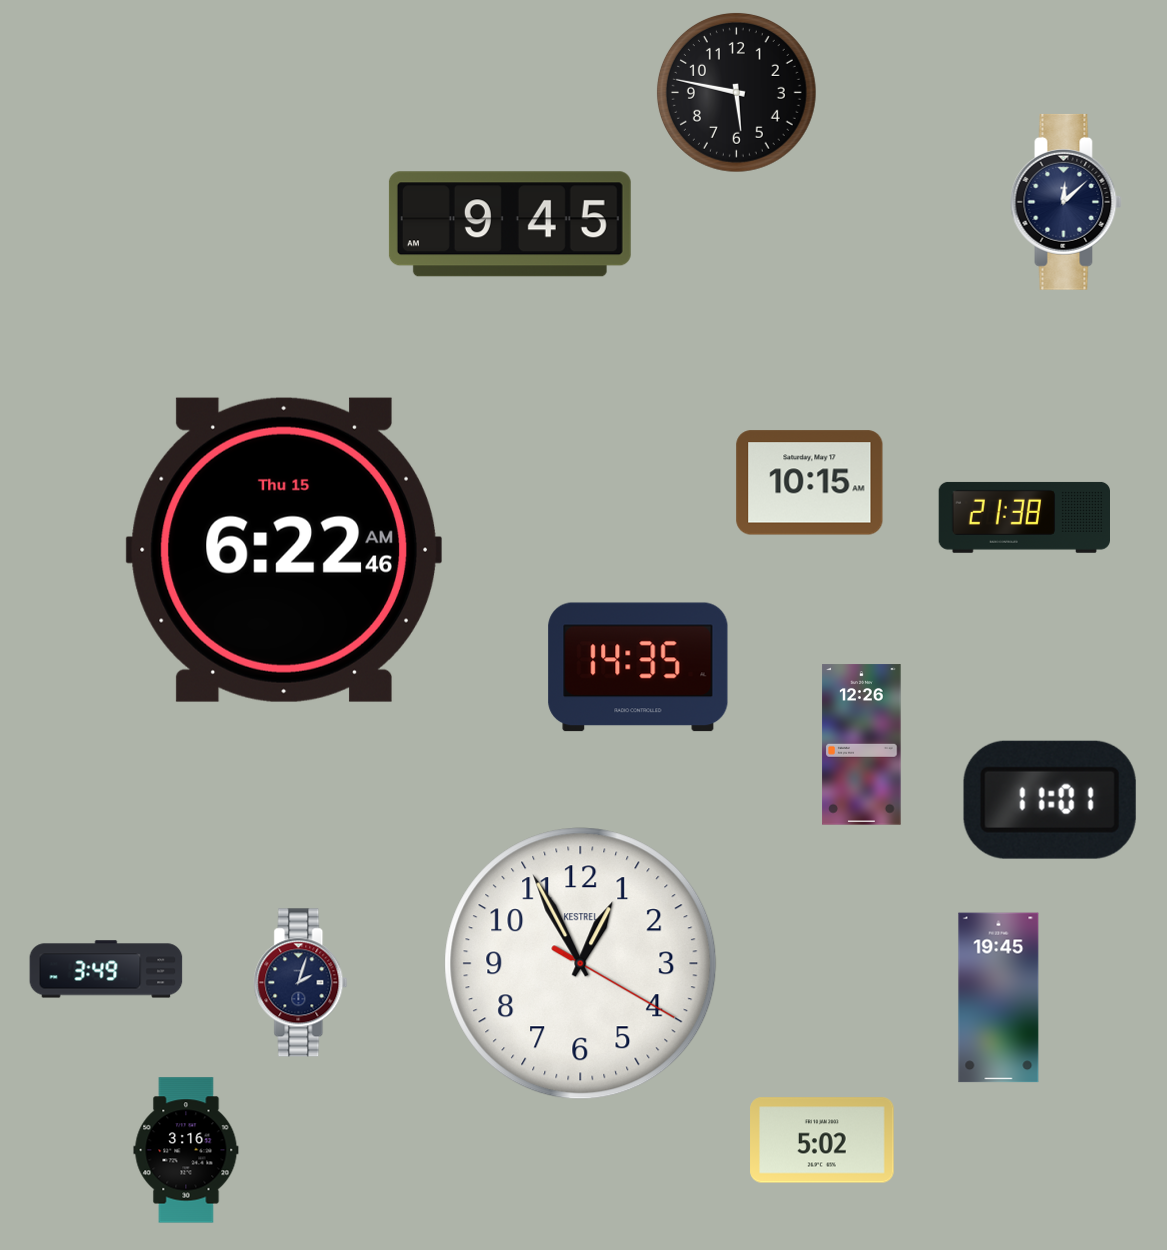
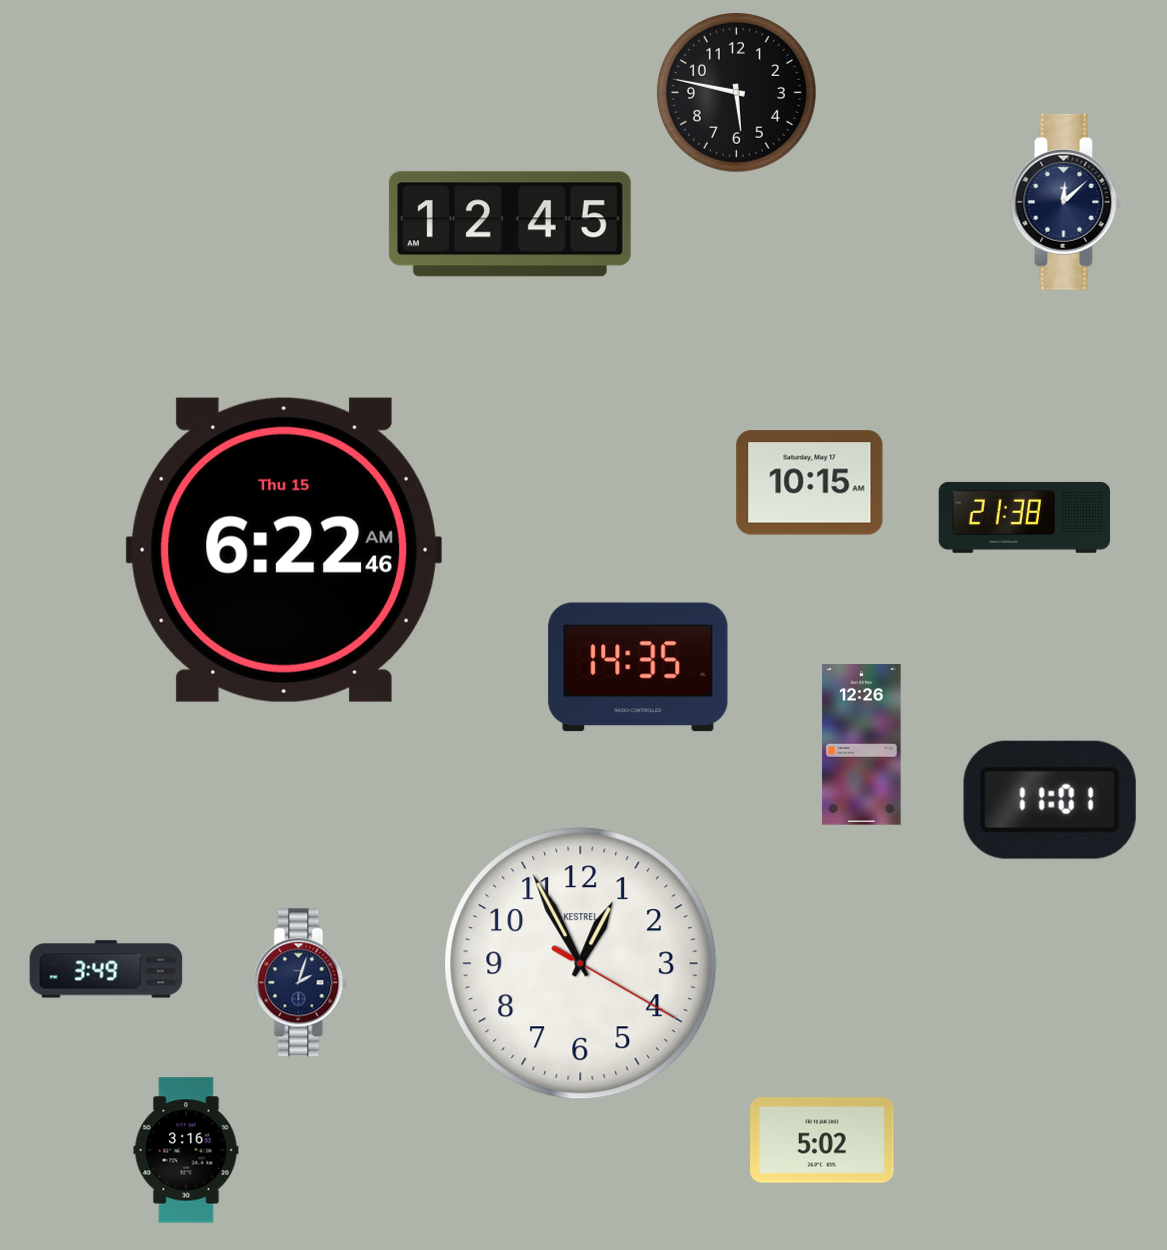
clock at (510, 224): 9:45 -> 12:45
clock at (999, 998): 19:45 -> none
